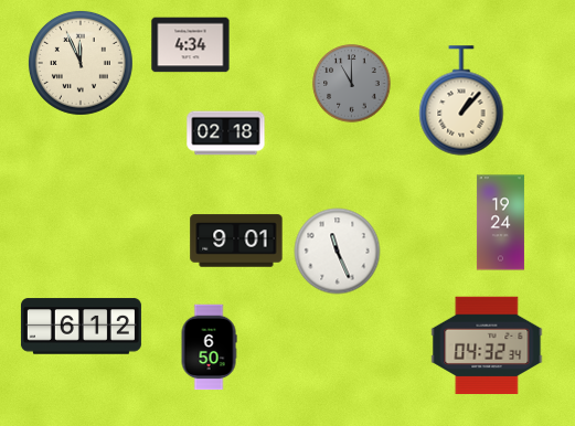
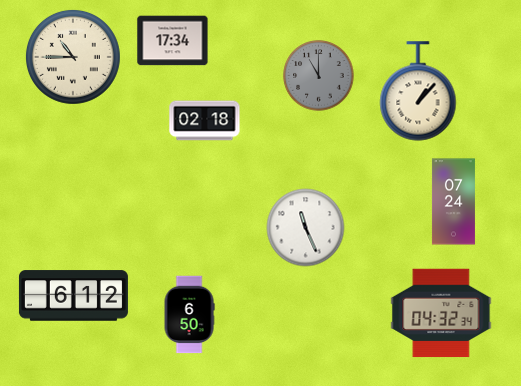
clock at (191, 45): 4:34 -> 17:34
clock at (81, 63): 11:56 -> 10:45
clock at (500, 223): 19:24 -> 07:24
clock at (236, 241): 9:01 -> none
